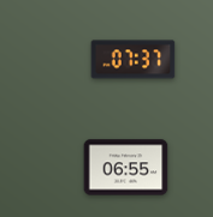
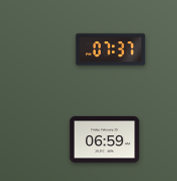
clock at (126, 168): 06:55 -> 06:59
